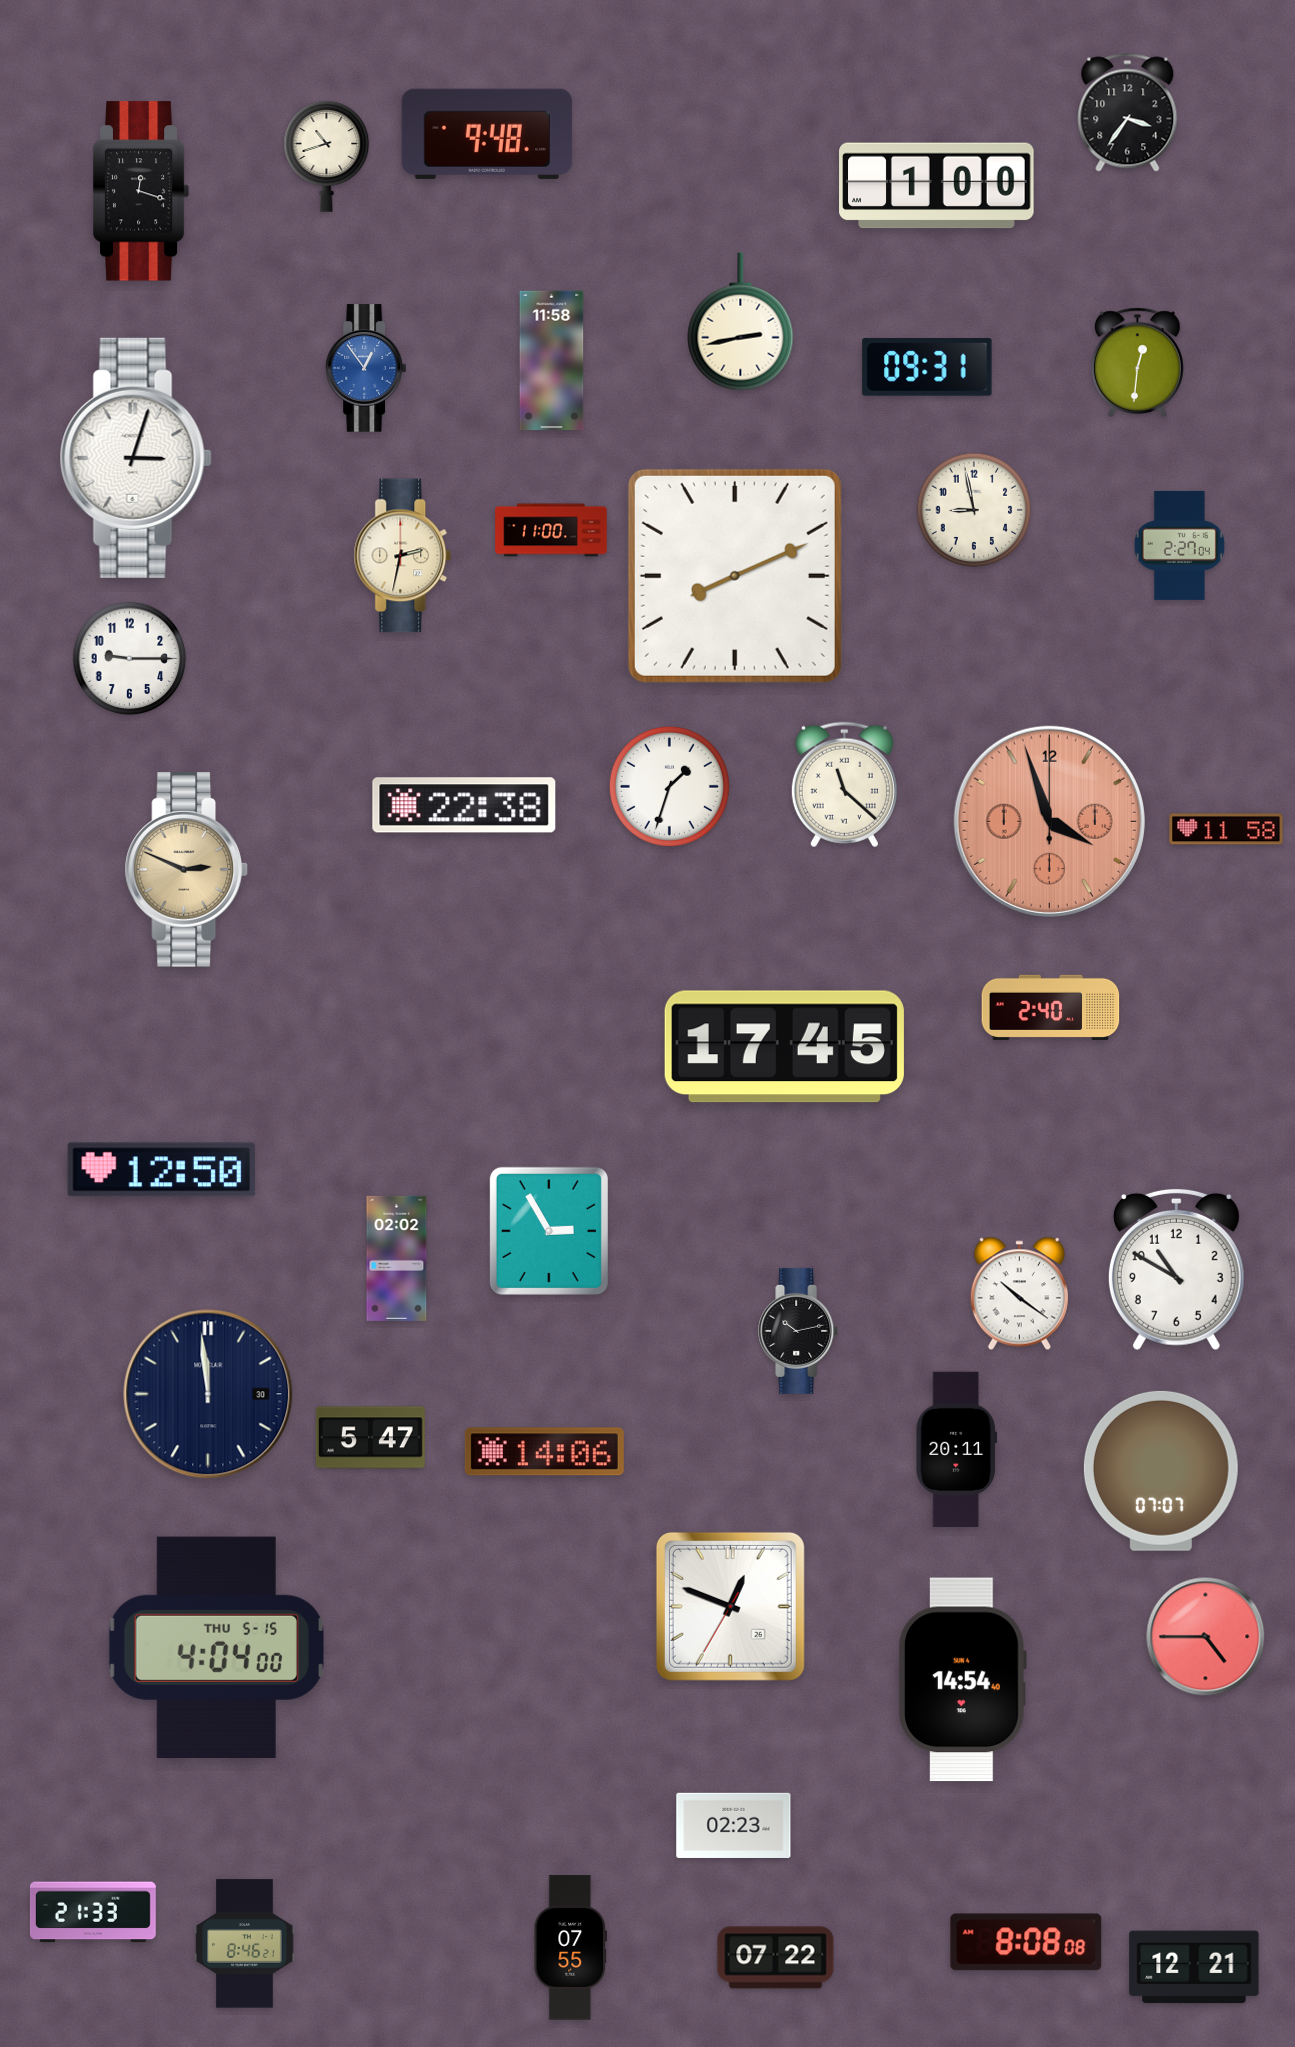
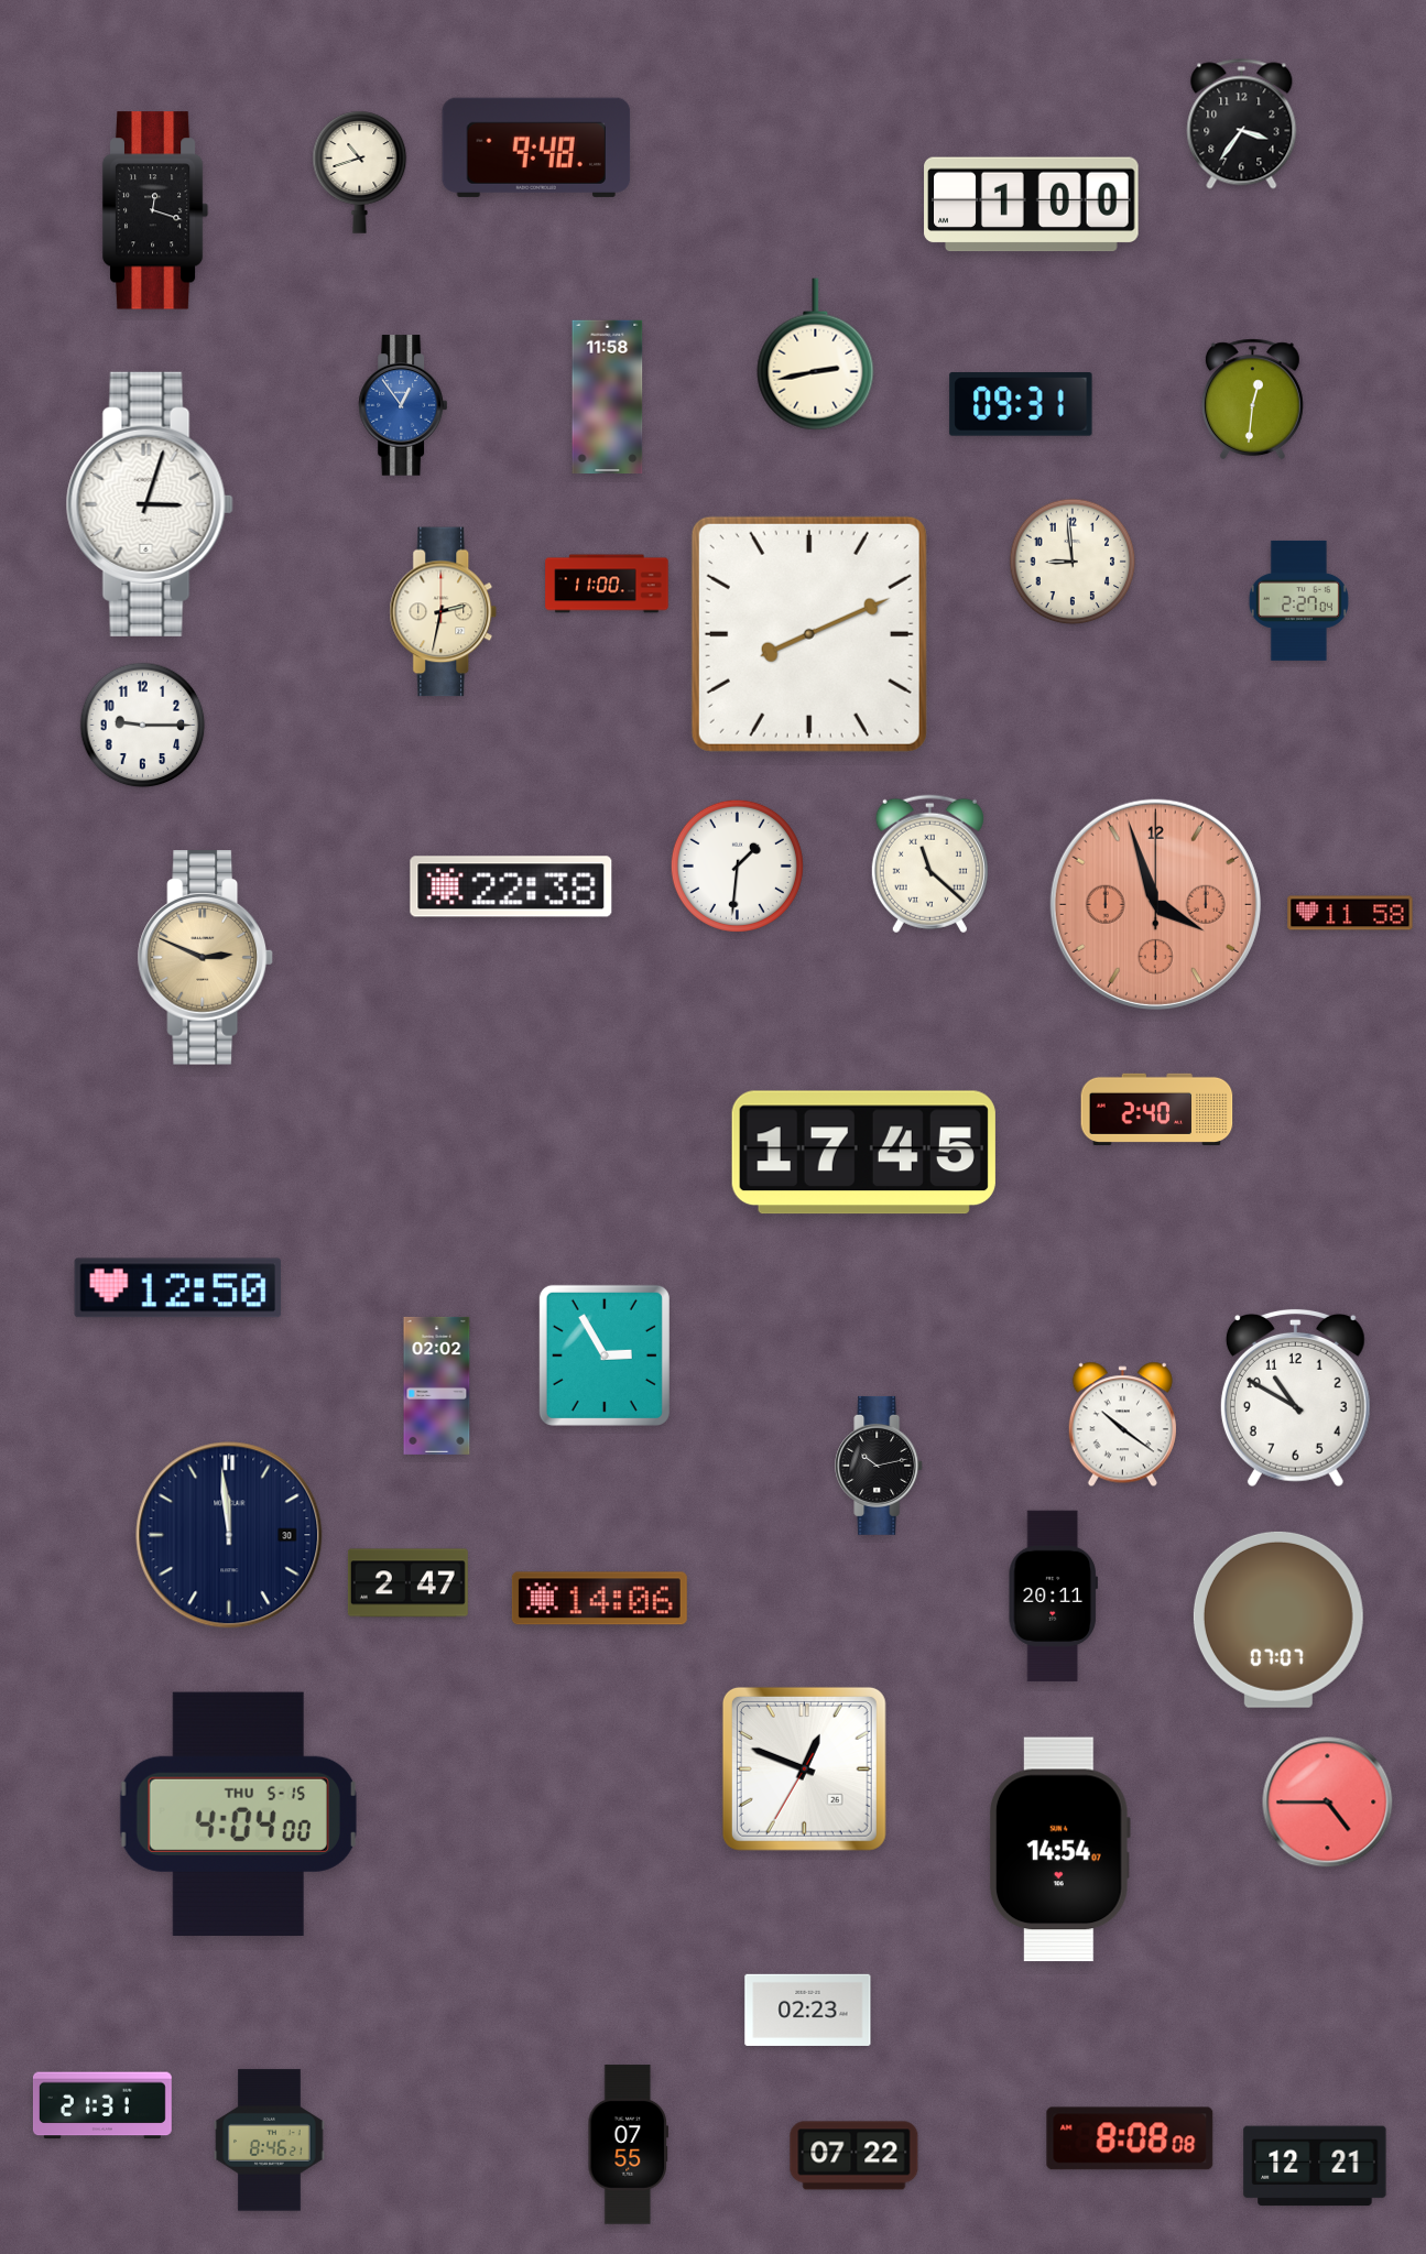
clock at (974, 510): 8:58 -> 8:59
clock at (669, 786): 1:33 -> 1:31
clock at (370, 1438): 5:47 -> 2:47
clock at (962, 1680): 14:54:40 -> 14:54:07
clock at (93, 1912): 21:33 -> 21:31
